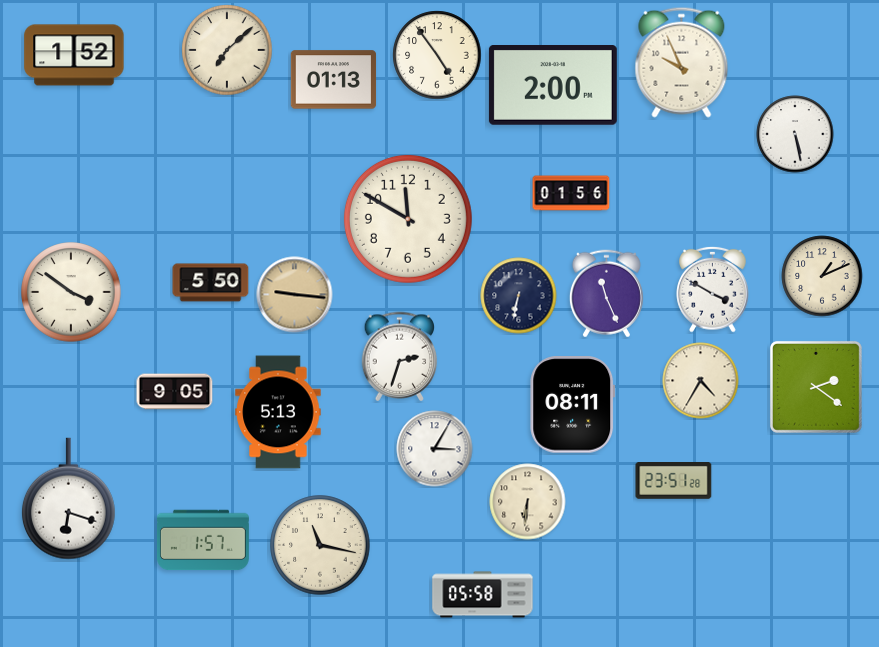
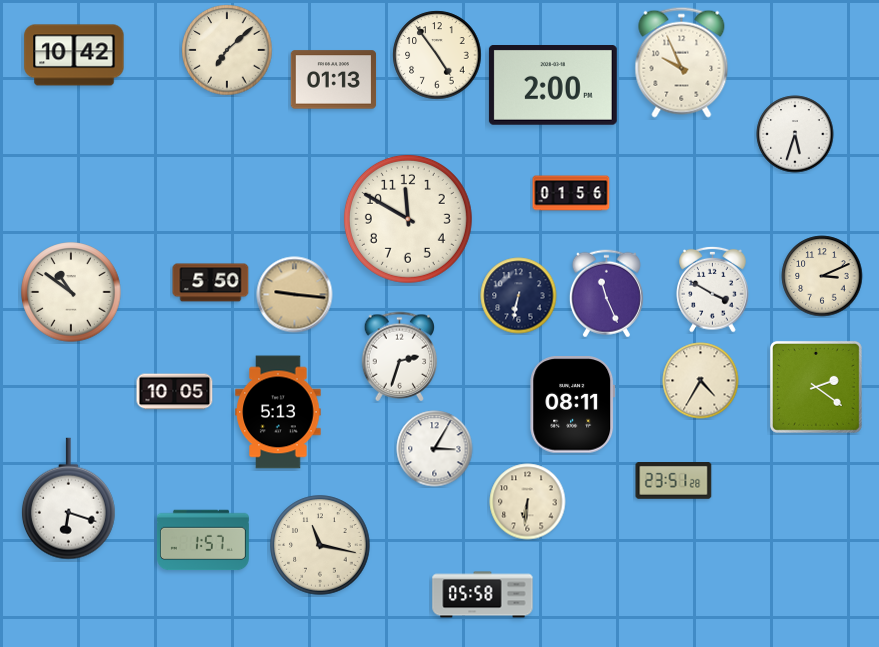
clock at (74, 55): 1:52 -> 10:42
clock at (795, 134): 5:28 -> 5:33
clock at (822, 276): 1:11 -> 3:11
clock at (71, 292): 3:51 -> 10:51
clock at (175, 392): 9:05 -> 10:05
